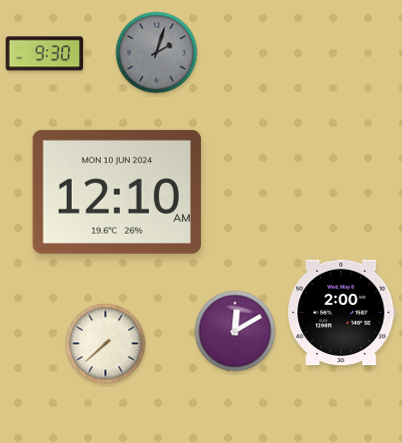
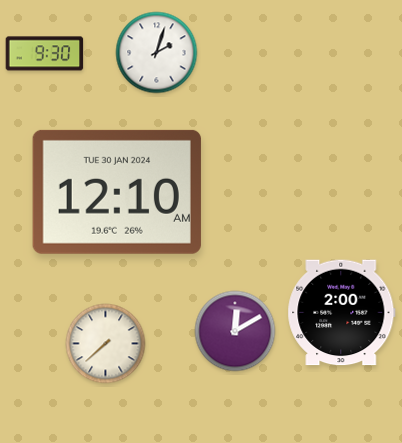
clock at (157, 53) dial: grey -> white
clock at (117, 192) date: MON 10 JUN 2024 -> TUE 30 JAN 2024
